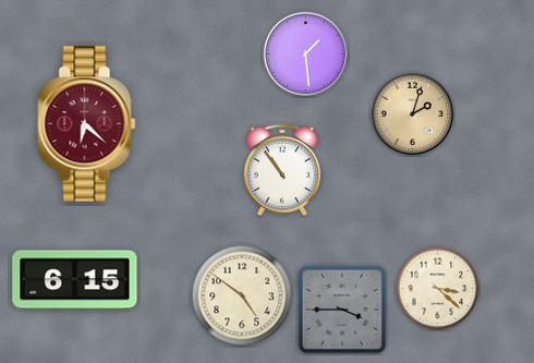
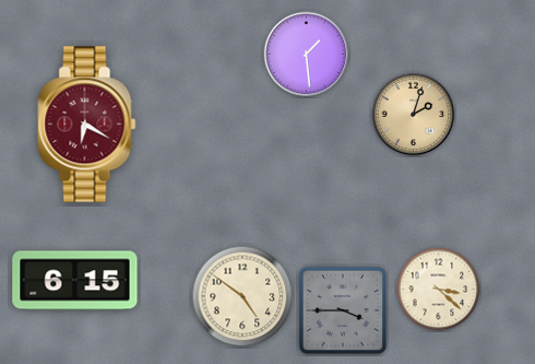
clock at (87, 124): 6:22 -> 6:20
clock at (282, 170): 10:54 -> none
